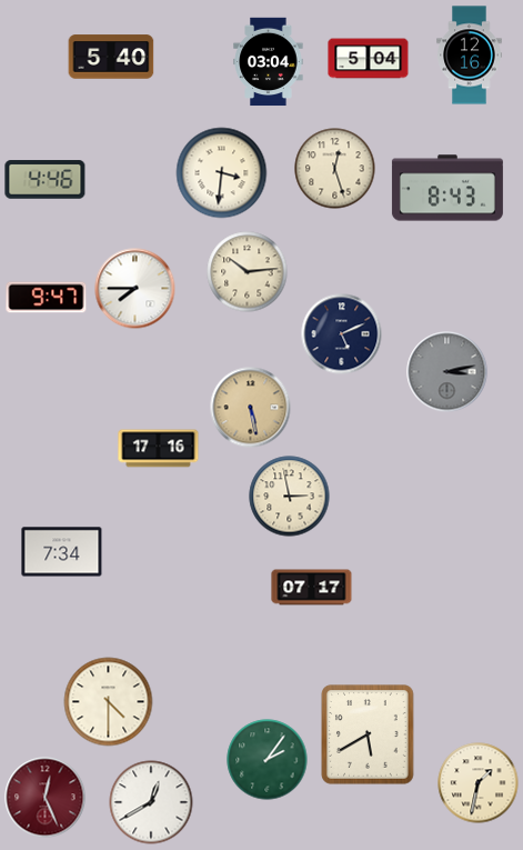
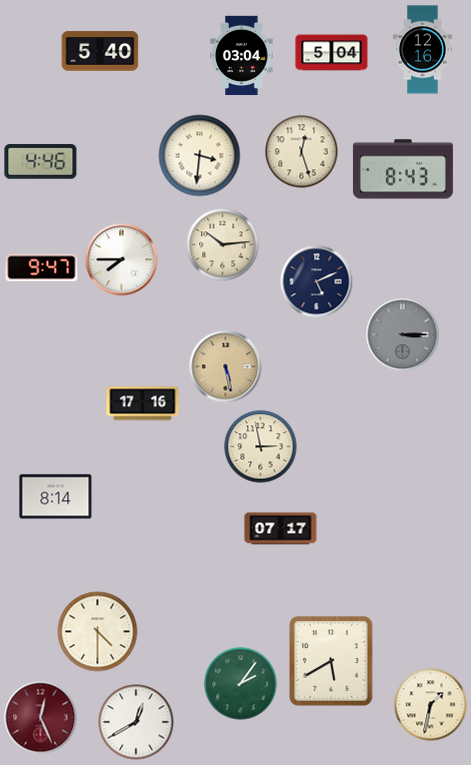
clock at (342, 334) position: (342, 334) -> (317, 282)
clock at (447, 372): 3:13 -> 3:15
clock at (62, 552): 7:34 -> 8:14
